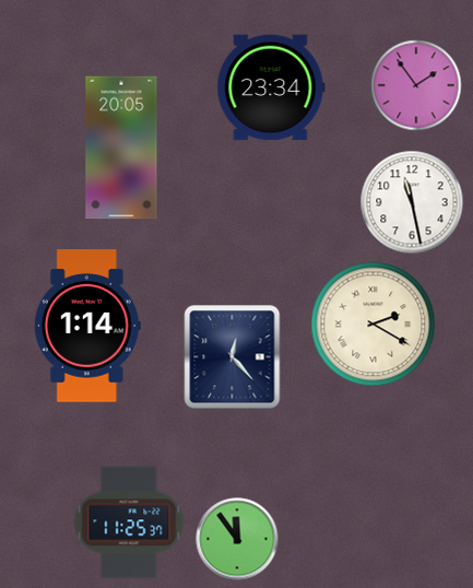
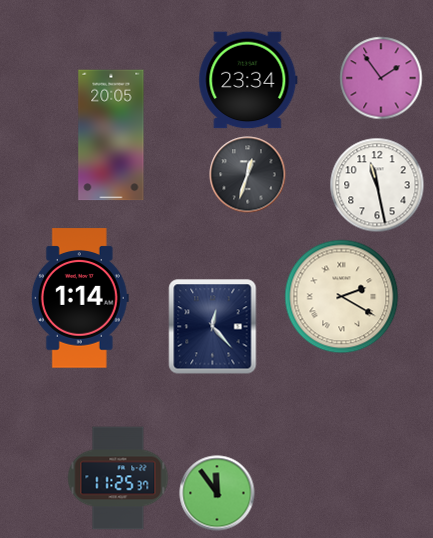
clock at (248, 175): none -> 12:33
